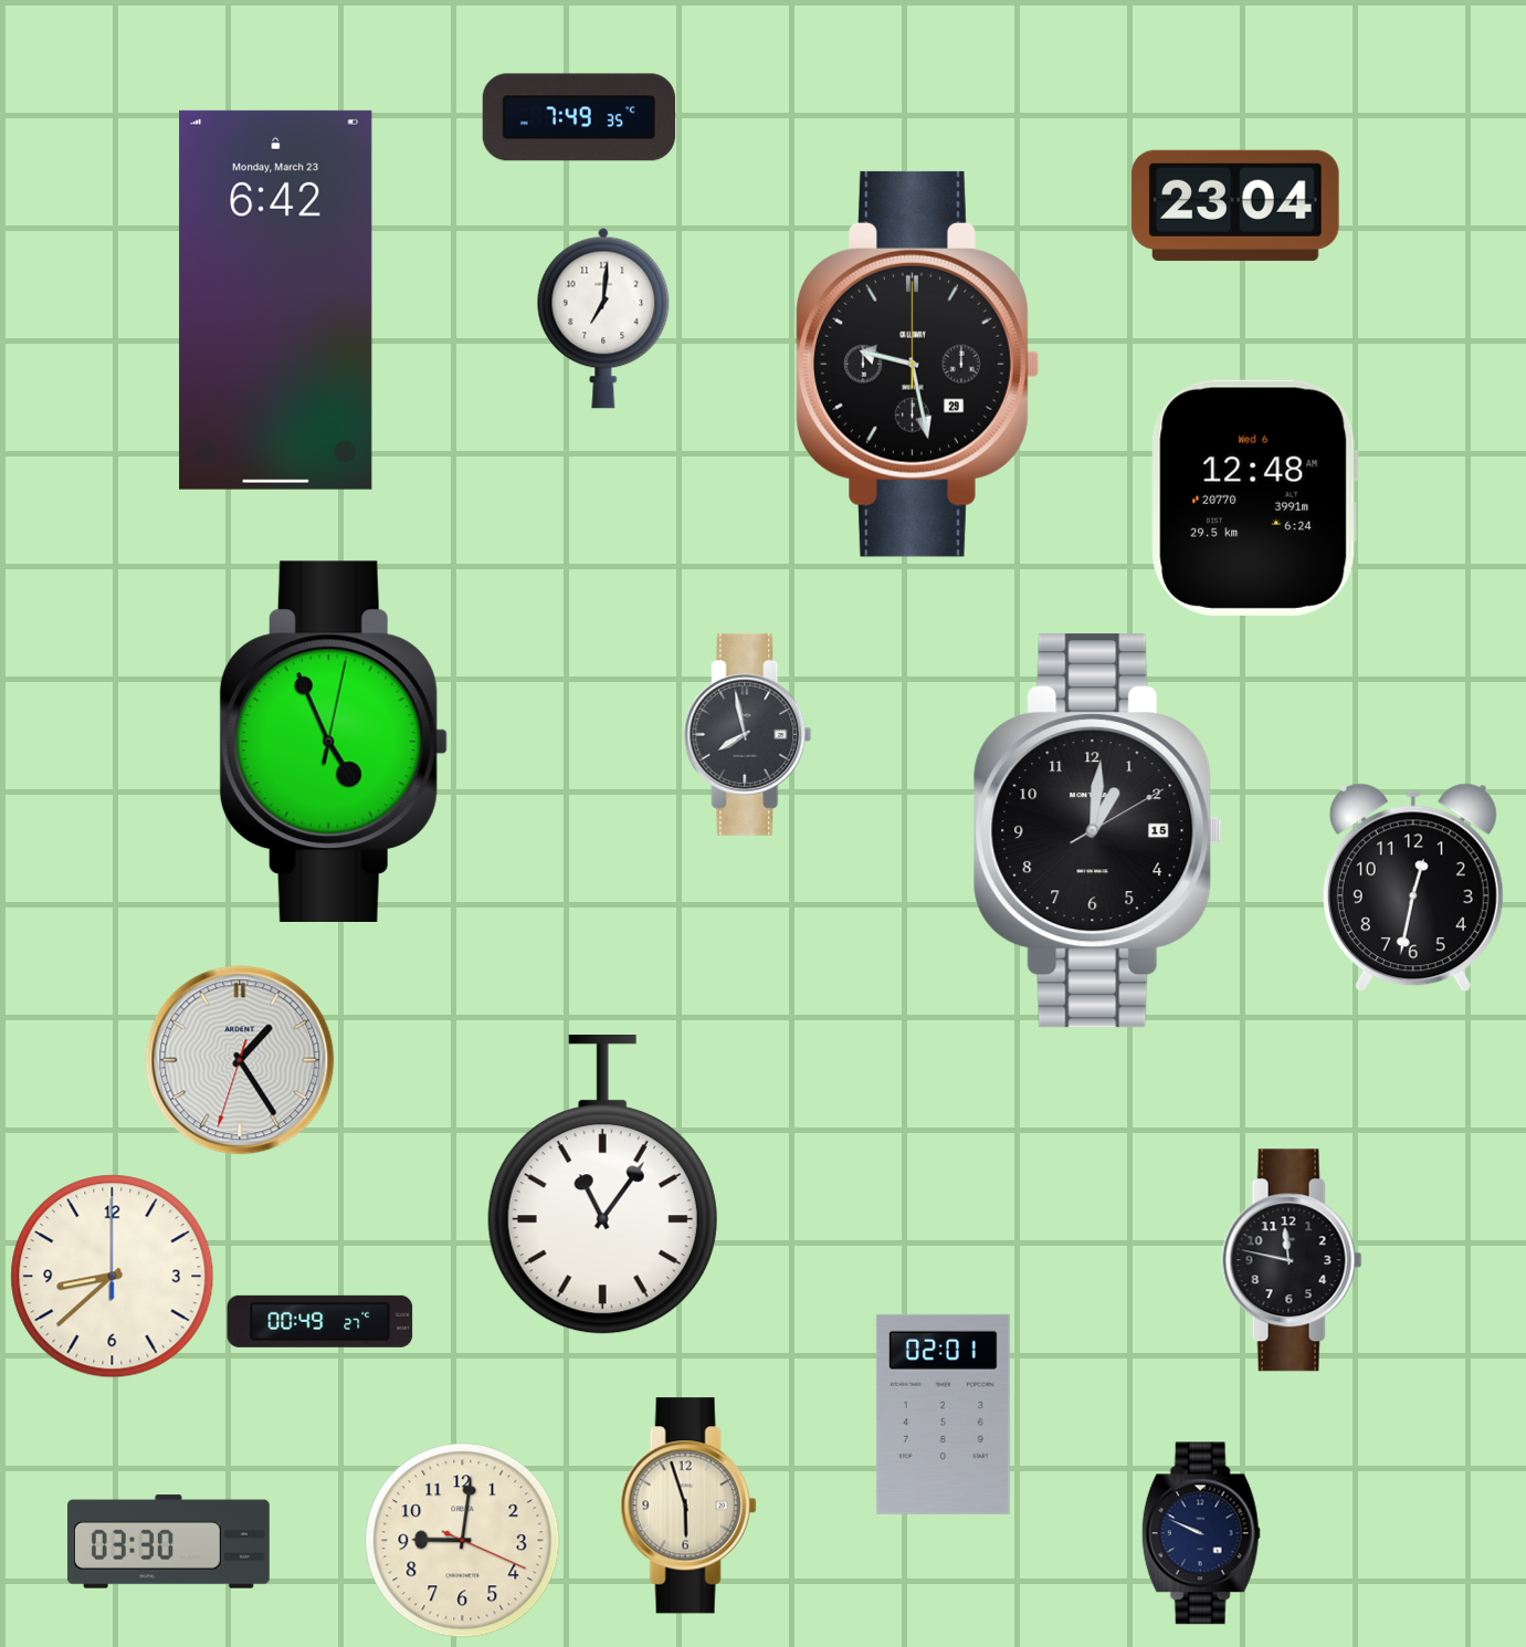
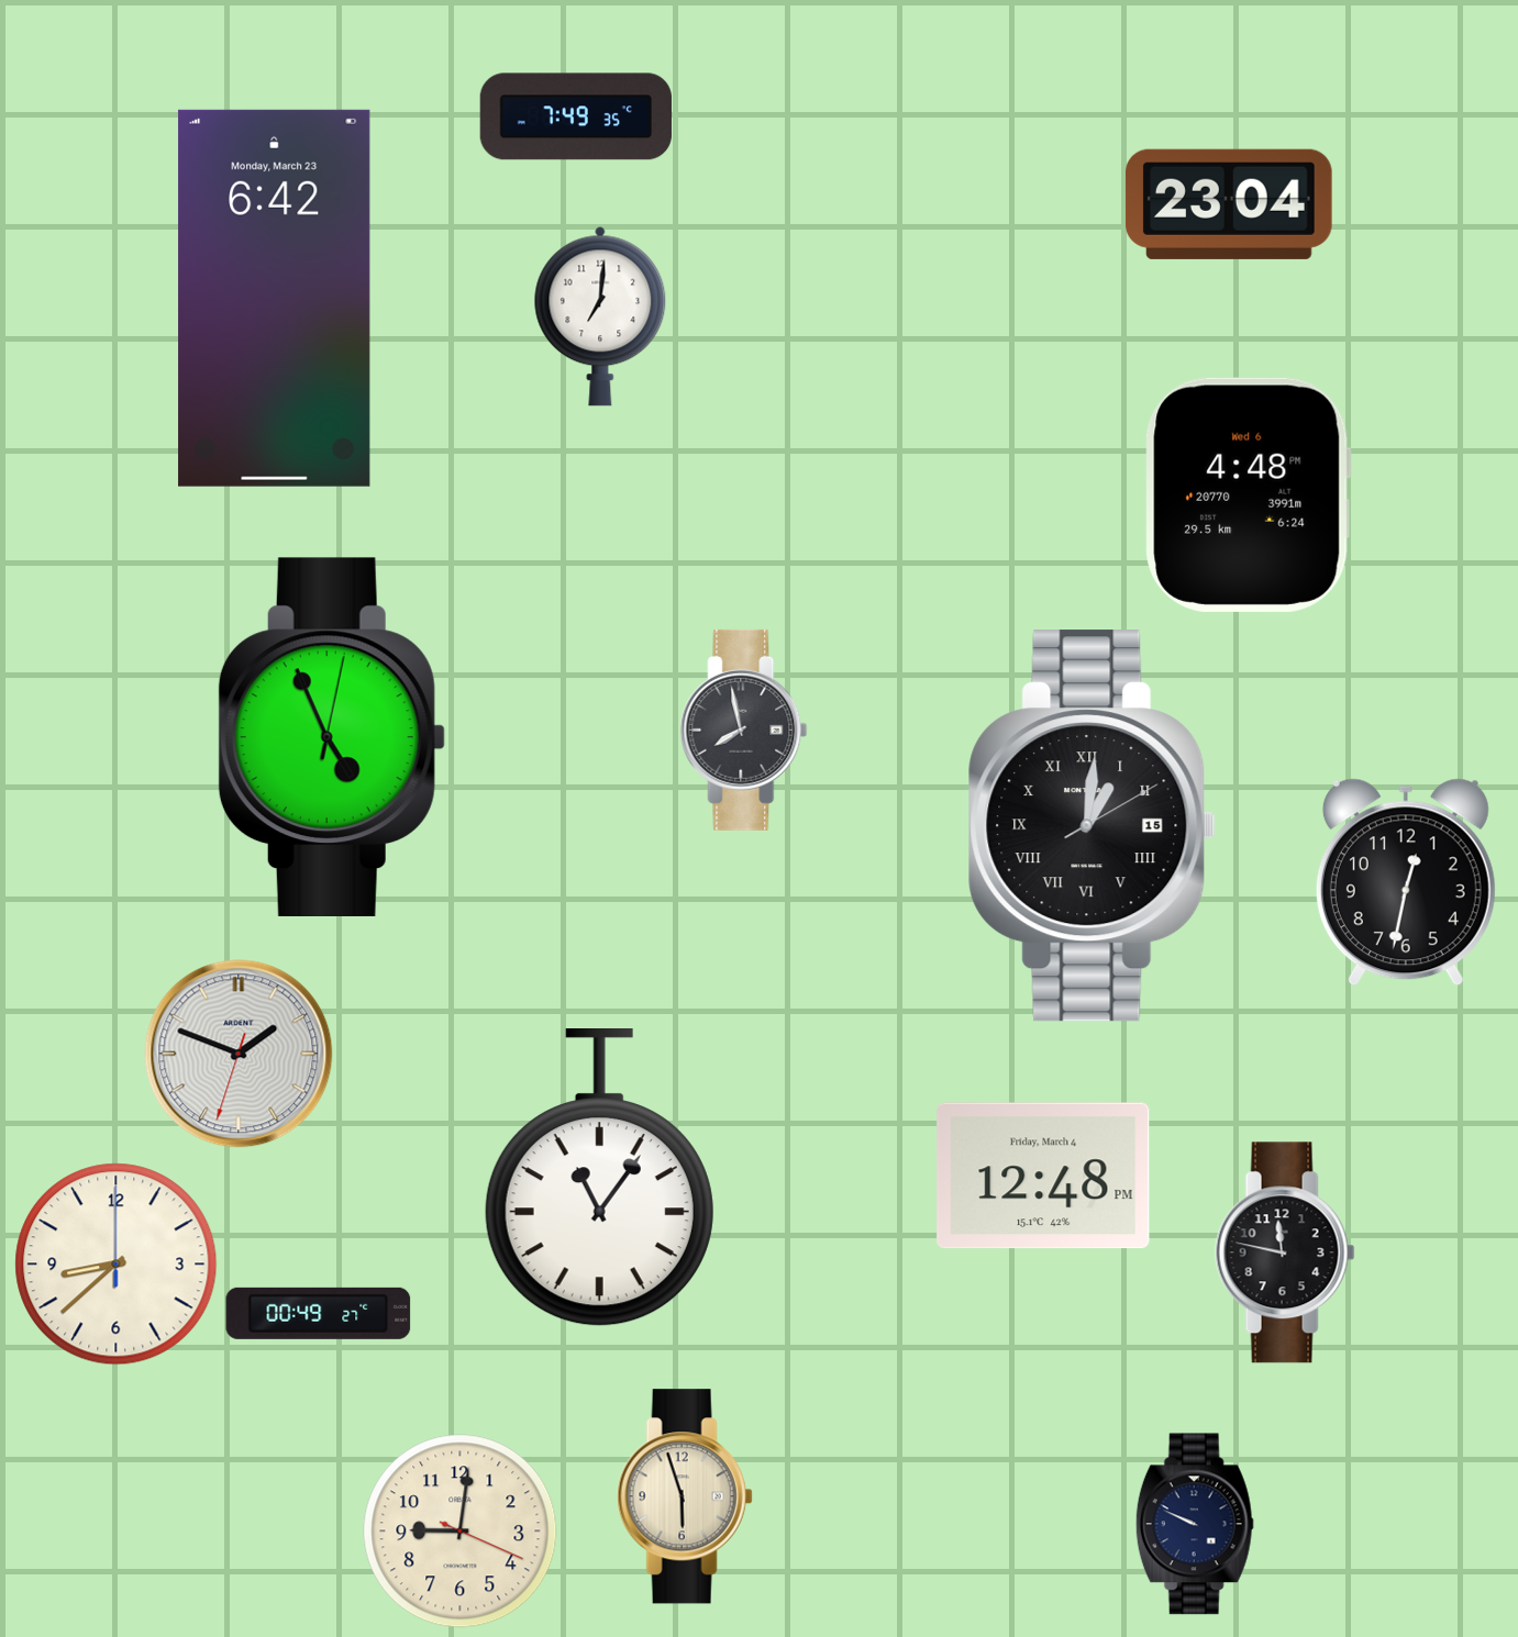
clock at (918, 364): 9:28 -> none
clock at (1254, 497): 12:48 -> 4:48
clock at (1097, 831) numerals: Arabic -> Roman
clock at (240, 1060): 1:24 -> 1:48
clock at (1043, 1176): none -> 12:48
clock at (113, 1277) position: (113, 1277) -> (117, 1265)
clock at (943, 1414): 02:01 -> none
clock at (168, 1542): 03:30 -> none
